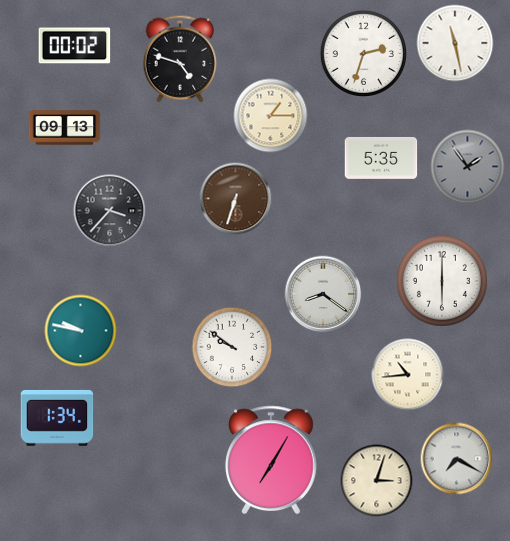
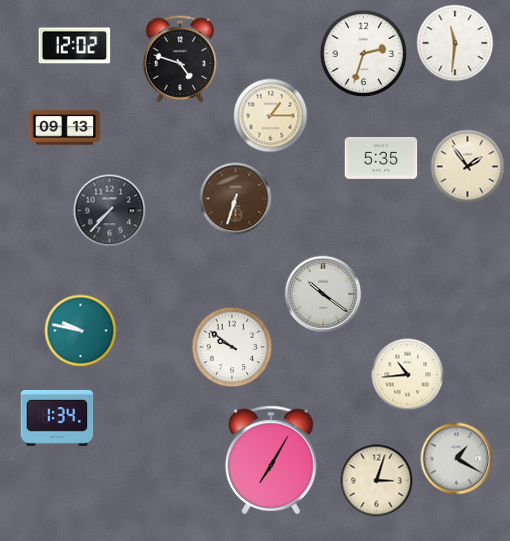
clock at (455, 43): 11:28 -> 11:31
clock at (75, 46): 00:02 -> 12:02
clock at (468, 167) dial: grey -> cream
clock at (110, 211): 3:37 -> 7:37
clock at (442, 281): 6:00 -> none
clock at (323, 294): 8:21 -> 10:21
clock at (457, 459): 7:20 -> 1:20
